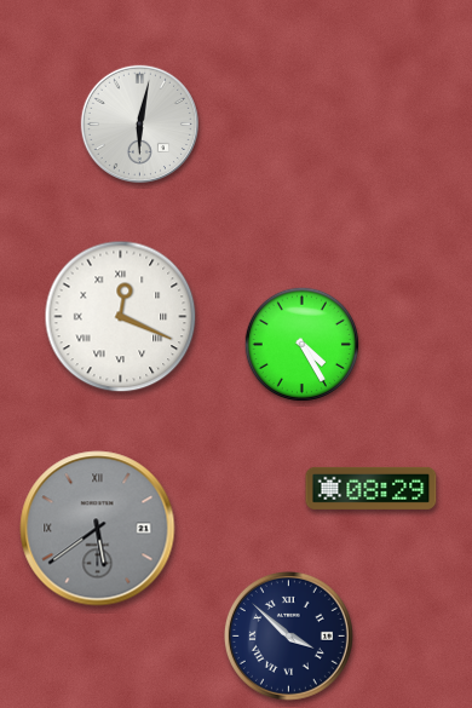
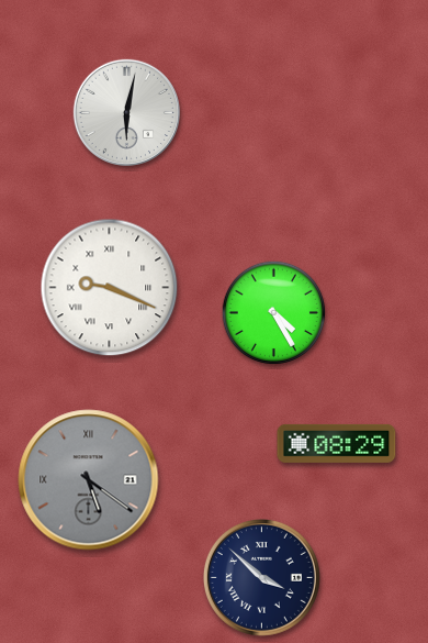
clock at (121, 317): 12:19 -> 9:19
clock at (98, 529): 5:39 -> 5:21
